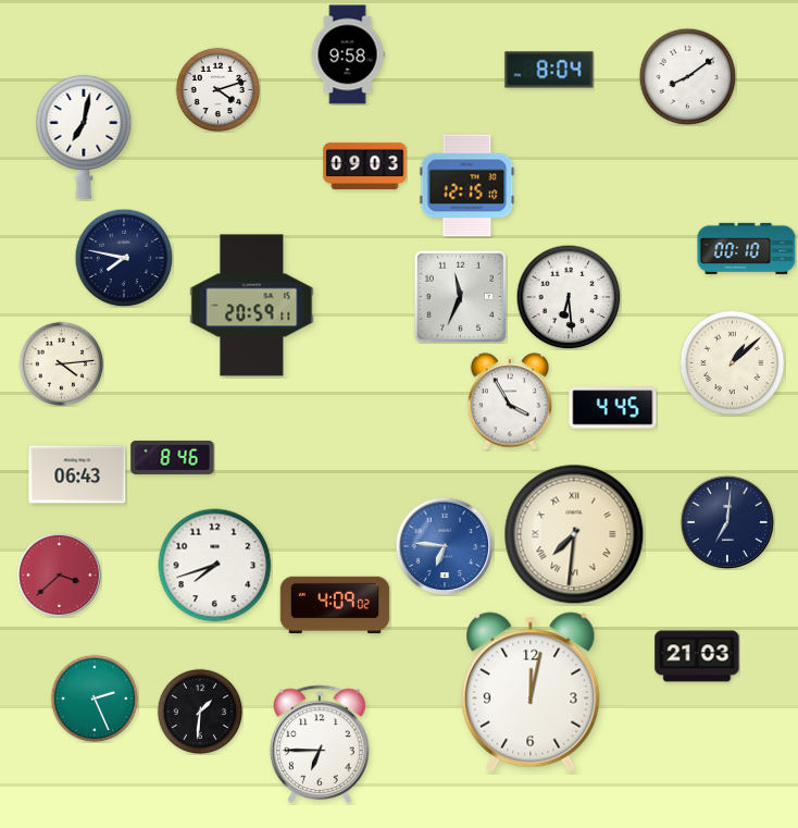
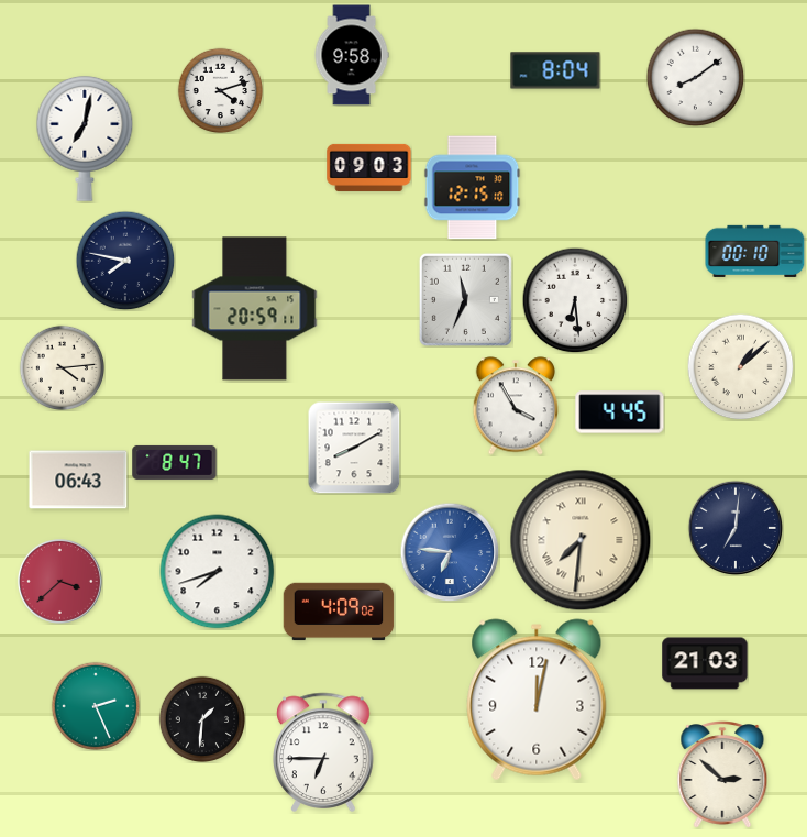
clock at (354, 448): none -> 8:10
clock at (173, 457): 8:46 -> 8:47
clock at (722, 774): none -> 2:52
